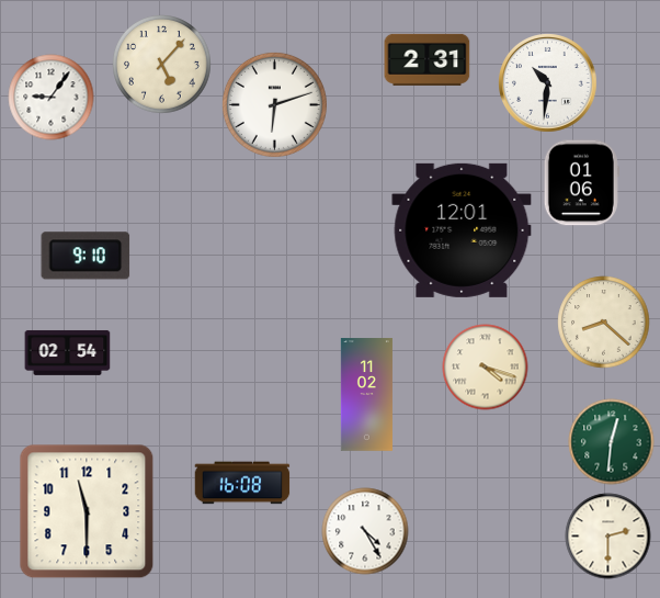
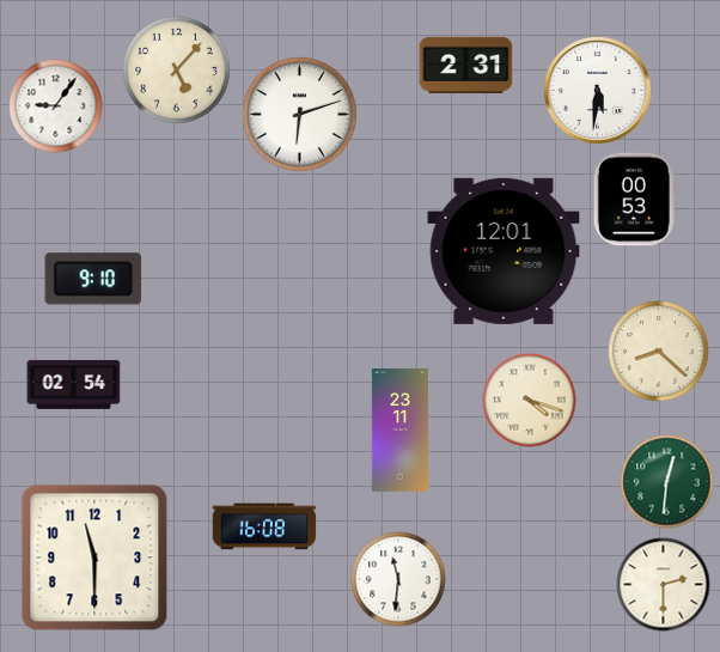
clock at (548, 83): 10:31 -> 5:31
clock at (581, 182): 01:06 -> 00:53
clock at (366, 395): 11:02 -> 23:11
clock at (365, 531): 4:25 -> 11:31
